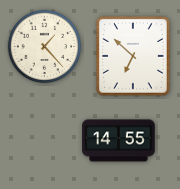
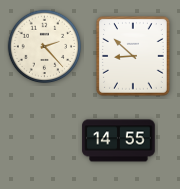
clock at (45, 47): 1:23 -> 2:23
clock at (133, 57): 6:52 -> 8:52
